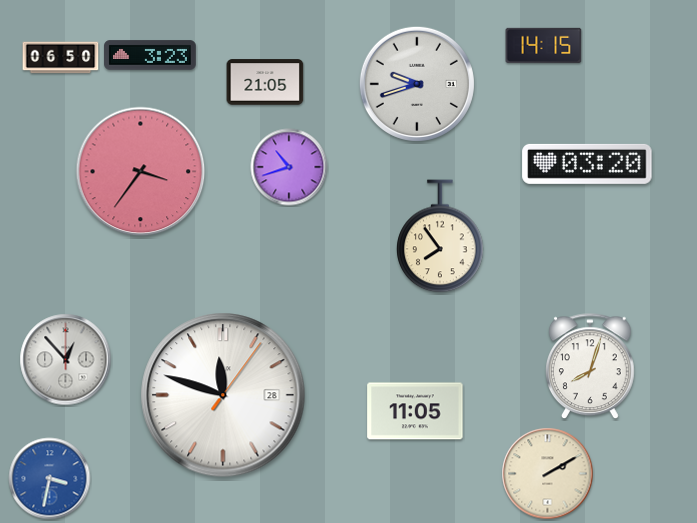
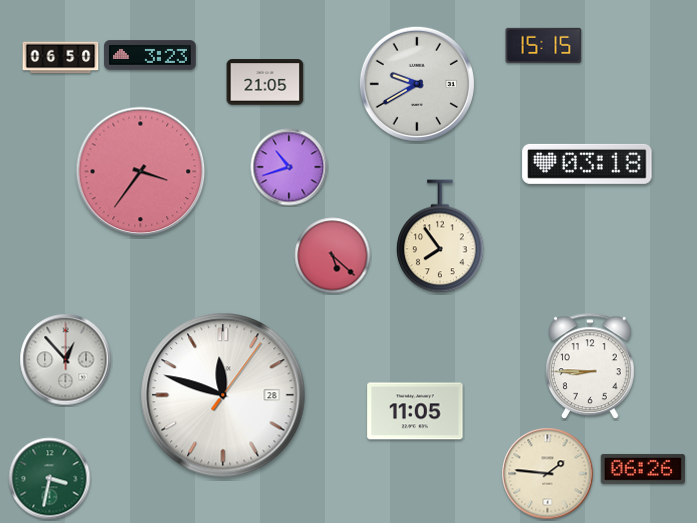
clock at (544, 45): 14:15 -> 15:15
clock at (417, 84): 9:42 -> 9:40
clock at (587, 164): 03:20 -> 03:18
clock at (333, 256): none -> 5:22
clock at (590, 367): 8:03 -> 8:45
clock at (643, 469): none -> 06:26
clock at (548, 474): 2:10 -> 1:46
clock at (50, 479) dial: blue -> green
